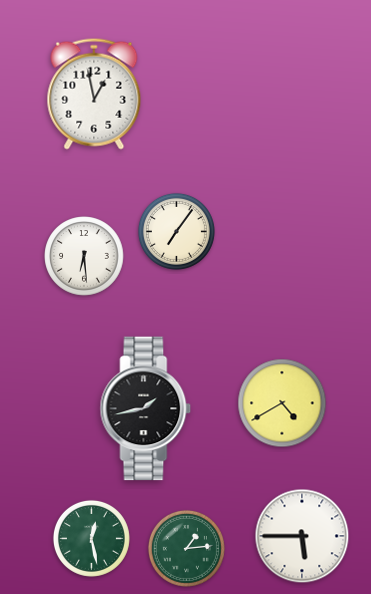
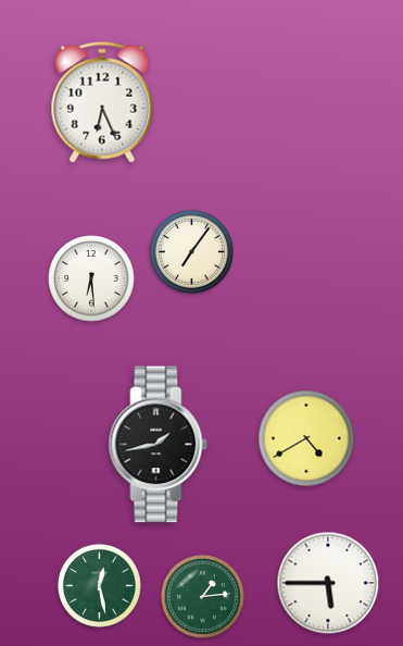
clock at (94, 94): 12:58 -> 6:26
